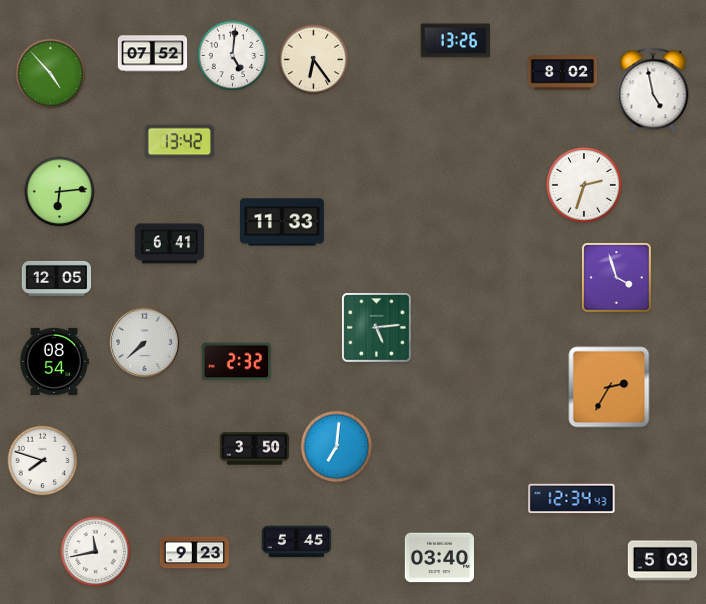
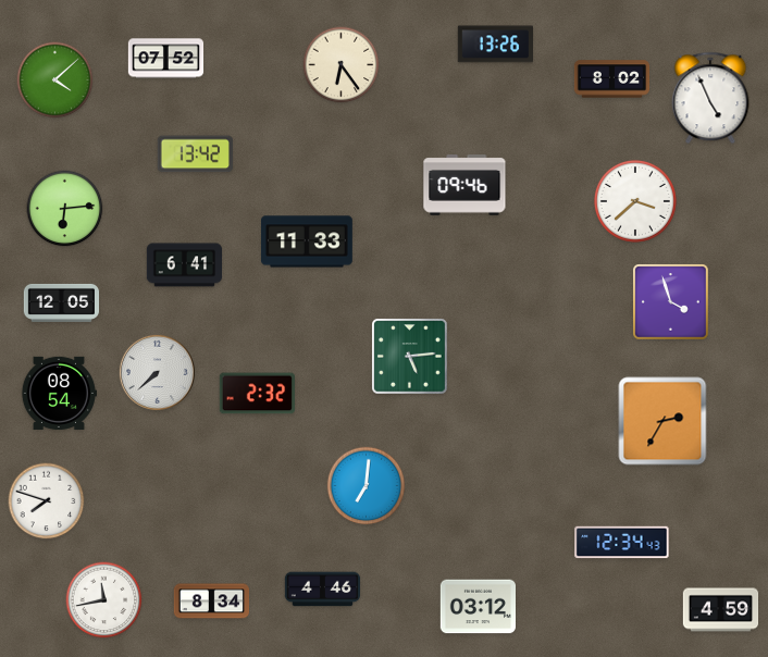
clock at (233, 56): 5:01 -> none
clock at (51, 74): 4:53 -> 4:08
clock at (653, 90): 4:58 -> 4:56
clock at (464, 185): none -> 09:46
clock at (584, 185): 2:33 -> 3:38
clock at (254, 449): 3:50 -> none
clock at (297, 542): 5:45 -> 4:46
clock at (194, 553): 9:23 -> 8:34
clock at (439, 558): 03:40 -> 03:12
clock at (663, 561): 5:03 -> 4:59
